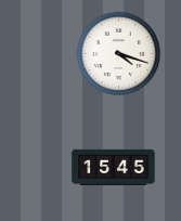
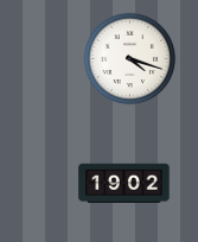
clock at (114, 168): 15:45 -> 19:02
